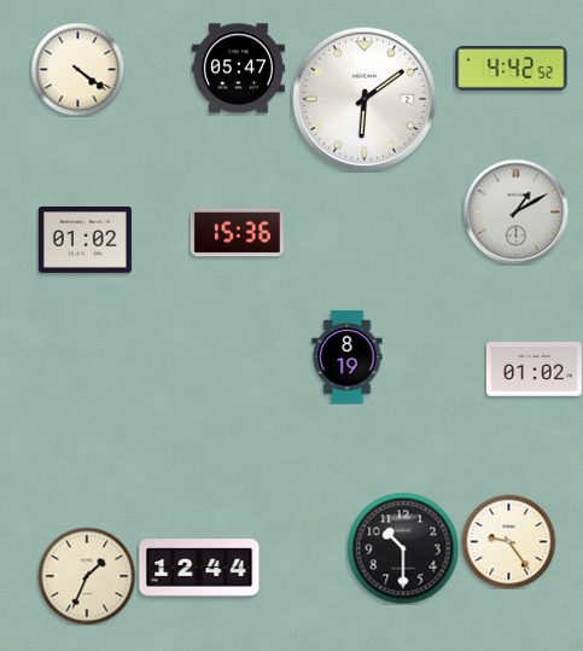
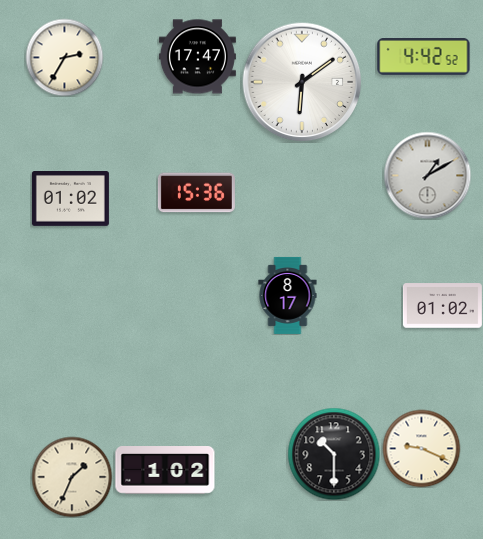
clock at (77, 69): 4:21 -> 2:35
clock at (238, 69): 05:47 -> 17:47
clock at (348, 356): 8:19 -> 8:17
clock at (508, 541): 9:24 -> 9:19
clock at (199, 569): 12:44 -> 1:02
